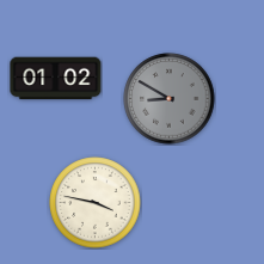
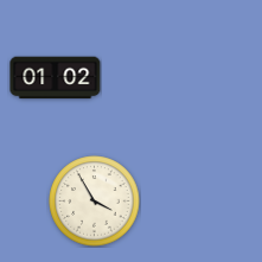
clock at (170, 99): 8:50 -> none
clock at (96, 203): 3:47 -> 3:55
